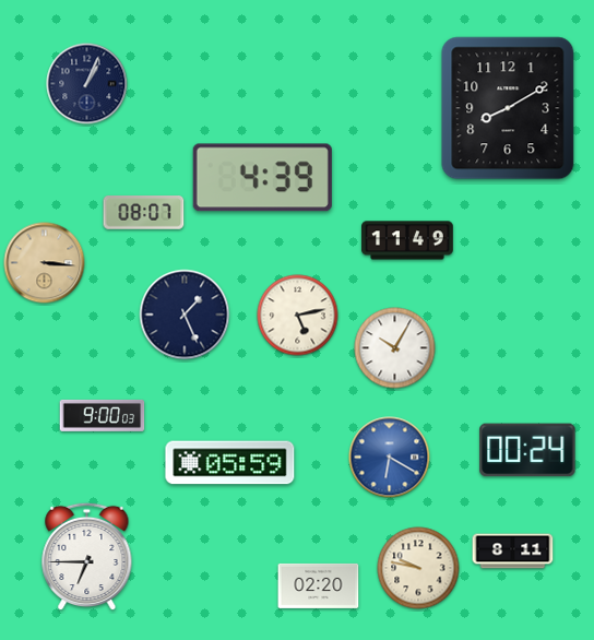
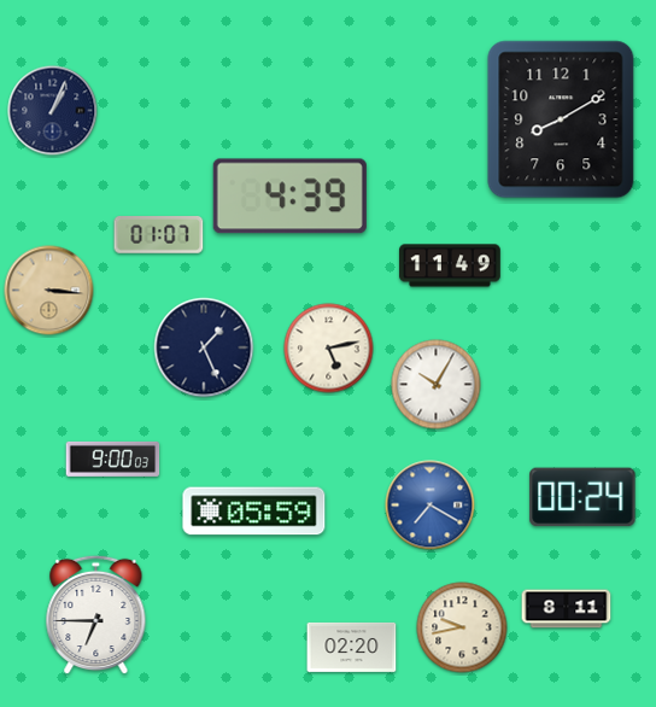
clock at (87, 84) position: (87, 84) -> (53, 111)
clock at (144, 213): 08:07 -> 01:07
clock at (390, 458): 6:20 -> 7:20
clock at (418, 568): 9:47 -> 9:43
